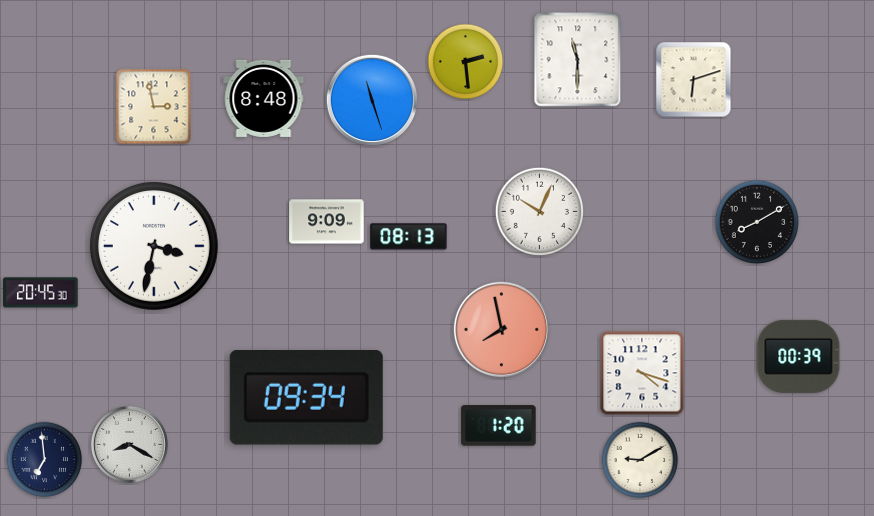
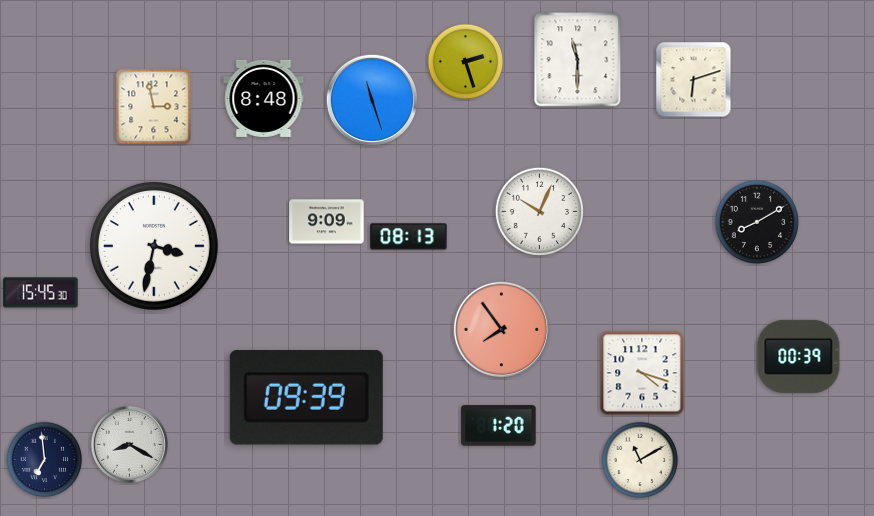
clock at (466, 62): 2:29 -> 2:27
clock at (41, 293): 20:45 -> 15:45
clock at (501, 329): 7:58 -> 7:54
clock at (306, 398): 09:34 -> 09:39
clock at (640, 460): 9:10 -> 11:10
